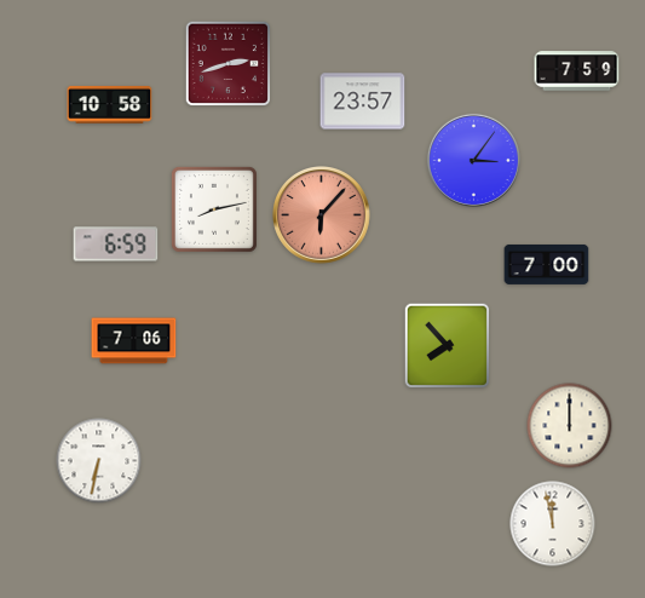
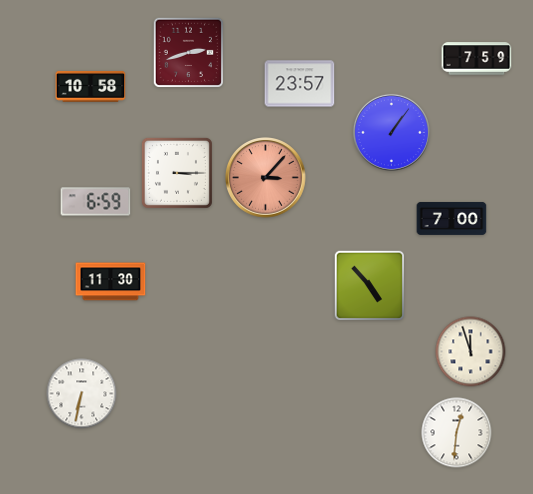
clock at (473, 160): 3:06 -> 1:06
clock at (214, 209): 8:13 -> 3:15
clock at (322, 215): 6:07 -> 3:07
clock at (134, 341): 7:06 -> 11:30
clock at (447, 345): 7:53 -> 4:53
clock at (570, 426): 12:00 -> 11:57
clock at (99, 461) position: (99, 461) -> (82, 394)
clock at (553, 524): 11:58 -> 12:31
